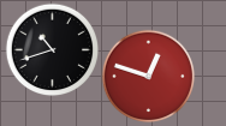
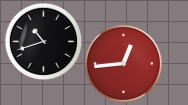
clock at (148, 76): 12:48 -> 12:44
